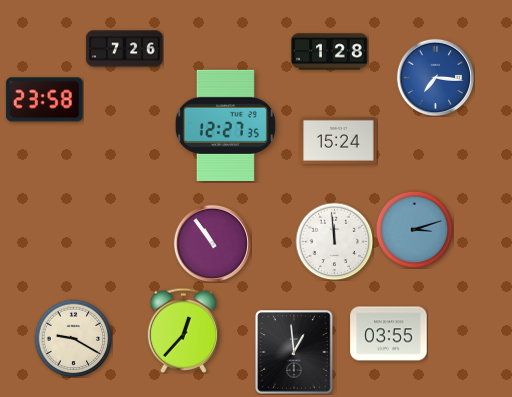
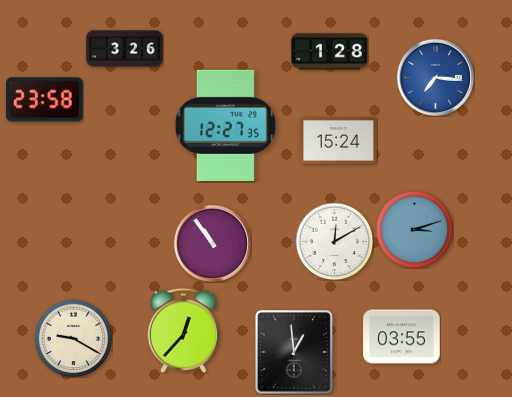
clock at (125, 49): 7:26 -> 3:26
clock at (334, 241): 11:59 -> 12:10
clock at (389, 334) position: (389, 334) -> (402, 337)
